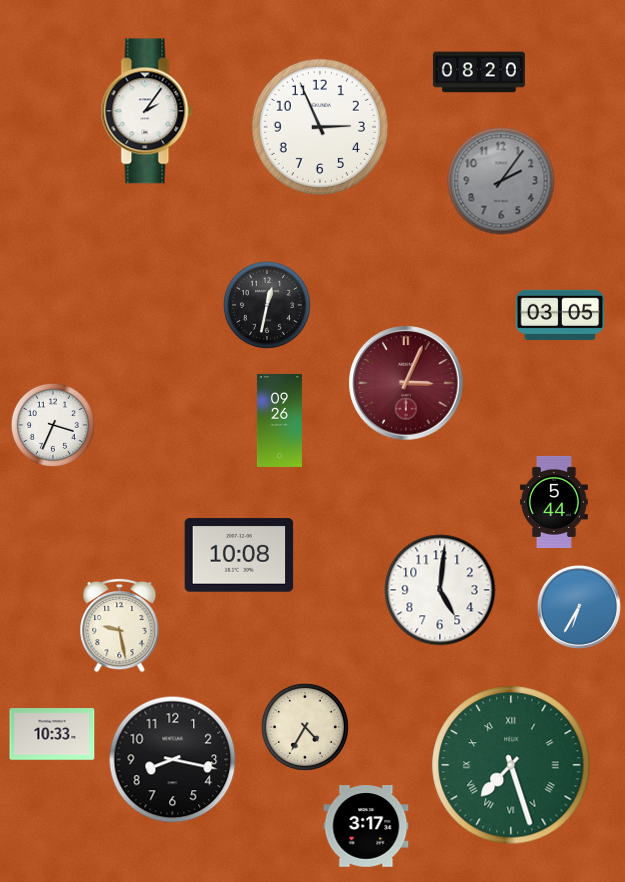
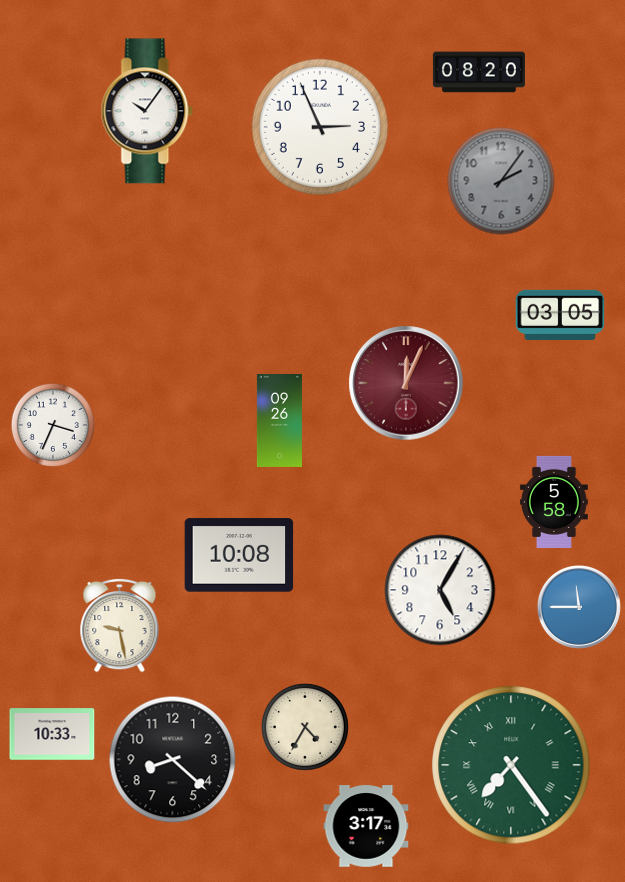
clock at (147, 111): 2:06 -> 10:06
clock at (267, 305): 12:32 -> none
clock at (406, 383): 3:04 -> 12:04
clock at (554, 502): 5:44 -> 5:58
clock at (440, 590): 5:01 -> 5:05
clock at (579, 607): 6:35 -> 11:45
clock at (173, 760): 8:17 -> 8:22
clock at (511, 765): 7:27 -> 7:24
